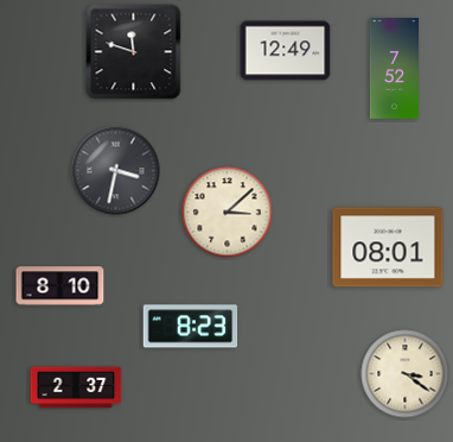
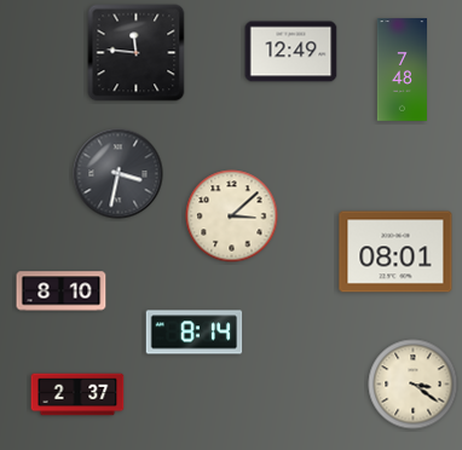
clock at (134, 52): 11:48 -> 11:46
clock at (394, 69): 7:52 -> 7:48
clock at (191, 327): 8:23 -> 8:14
clock at (406, 374) position: (406, 374) -> (414, 385)
